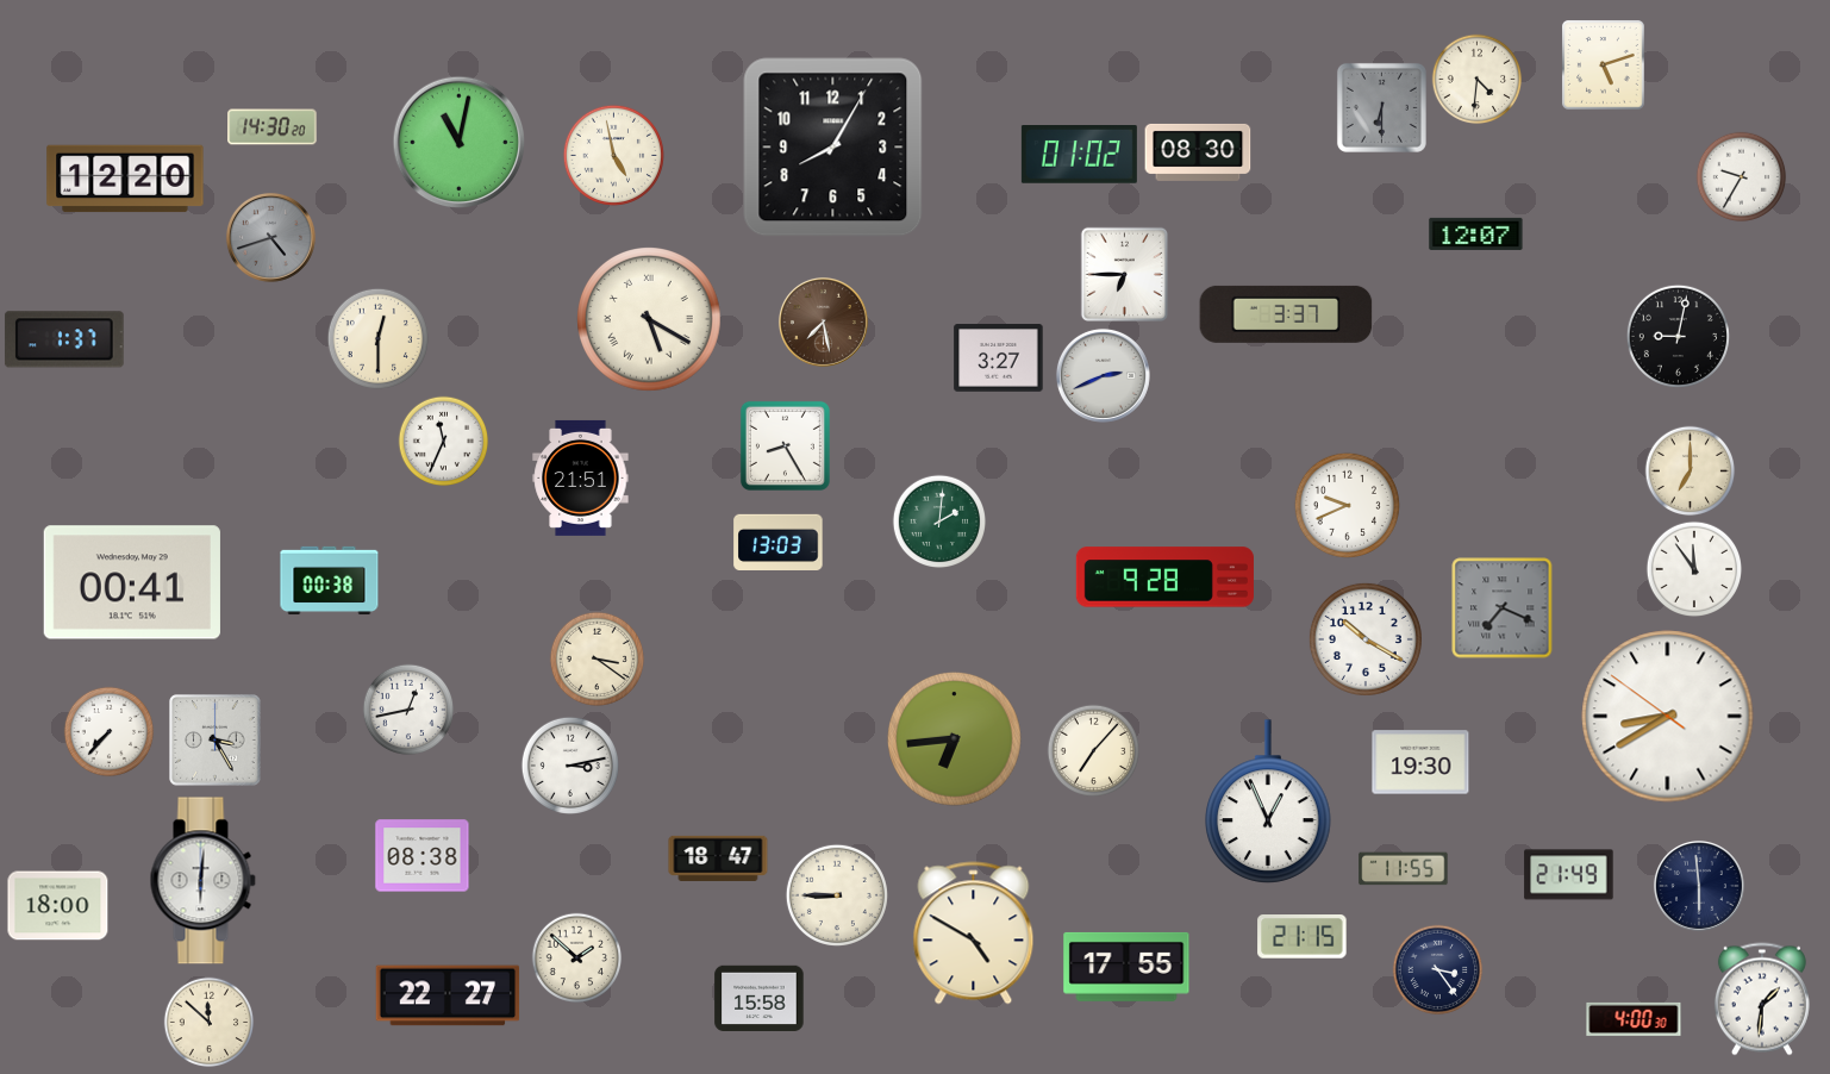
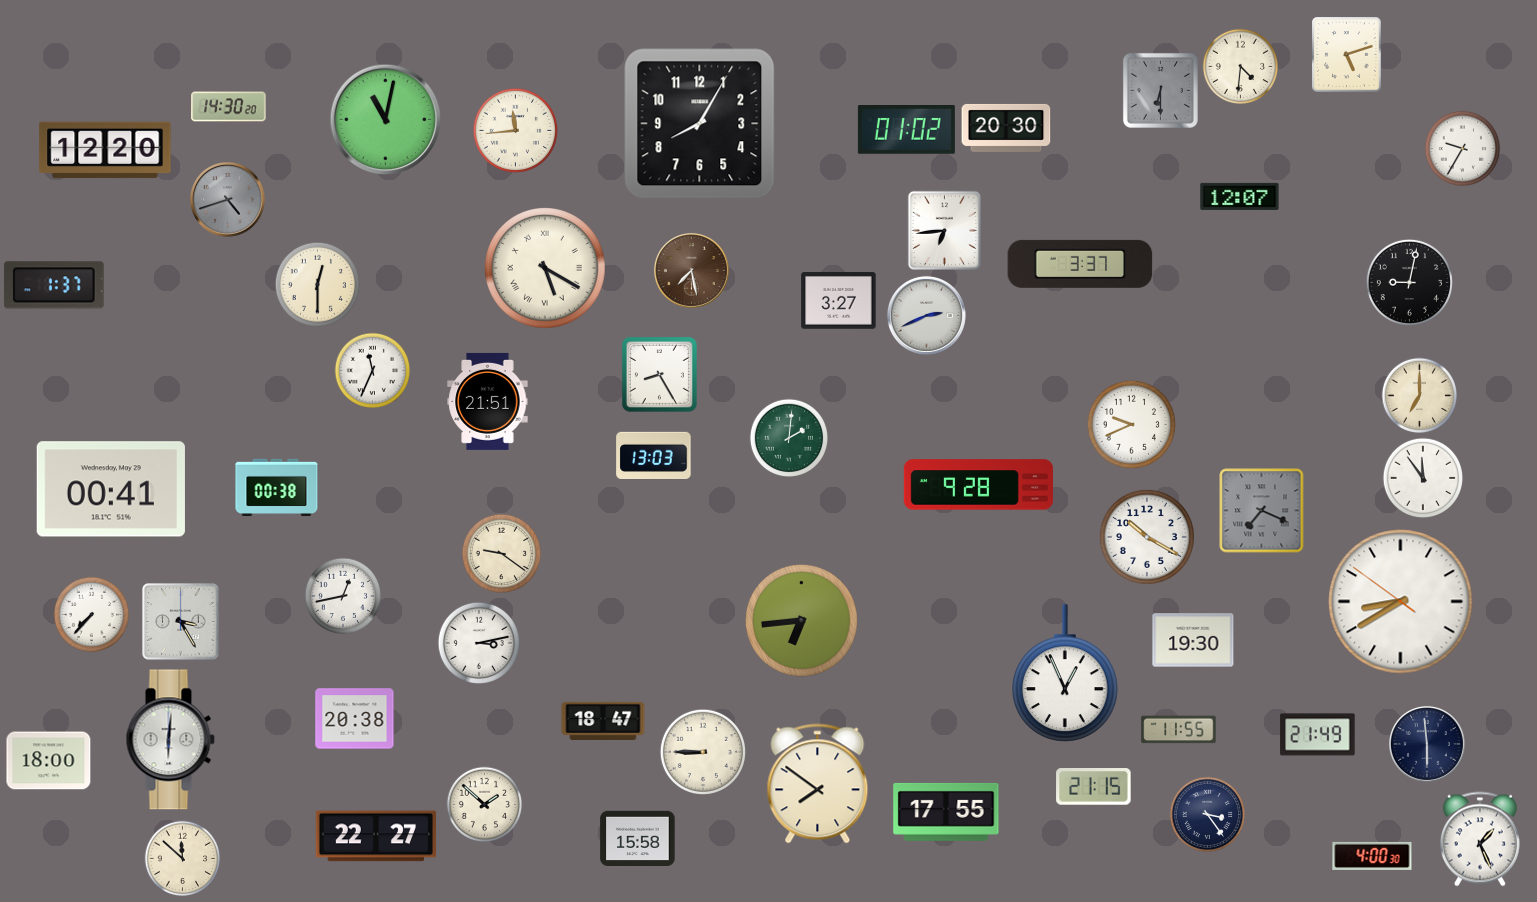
clock at (1198, 152): 08:30 -> 20:30
clock at (613, 155): 4:58 -> 11:44
clock at (1124, 274): 6:45 -> 6:44
clock at (597, 658): 3:21 -> 9:21
clock at (1094, 751): 7:07 -> none
clock at (423, 856): 08:38 -> 20:38
clock at (974, 933): 4:50 -> 7:51
clock at (1762, 999): 1:31 -> 1:26
clock at (210, 1023) position: (210, 1023) -> (183, 859)
